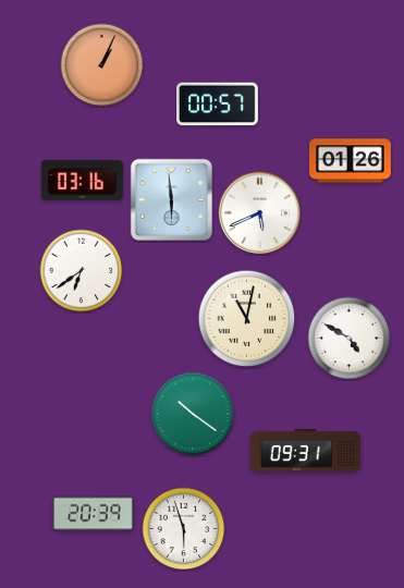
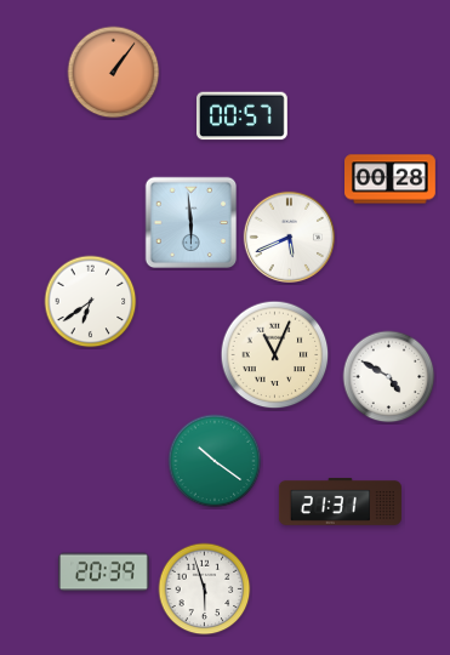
clock at (102, 65): 1:04 -> 1:06
clock at (351, 161): 01:26 -> 00:28
clock at (83, 181): 03:16 -> none
clock at (247, 319): 11:02 -> 11:04
clock at (305, 451): 09:31 -> 21:31
